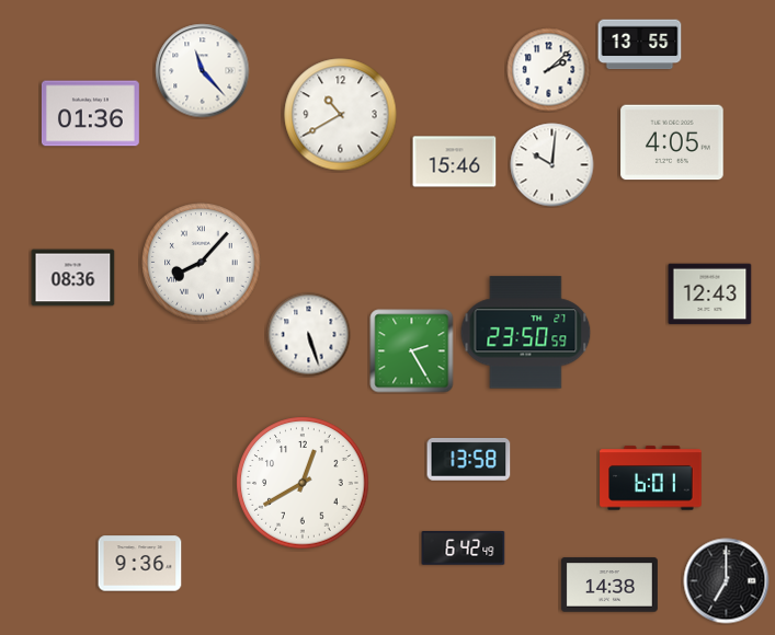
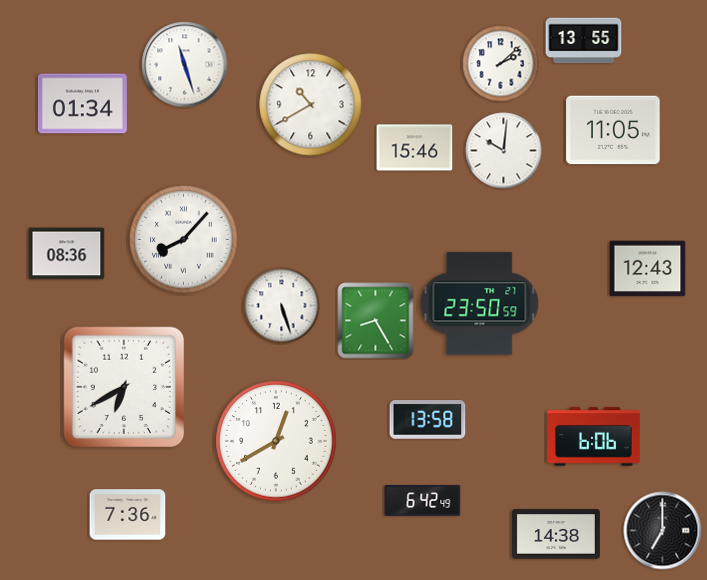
clock at (203, 71): 11:23 -> 11:27
clock at (90, 114): 01:36 -> 01:34
clock at (672, 142): 4:05 -> 11:05
clock at (412, 351): 2:25 -> 8:25
clock at (124, 387): none -> 6:40
clock at (651, 478): 6:01 -> 6:06
clock at (140, 564): 9:36 -> 7:36
